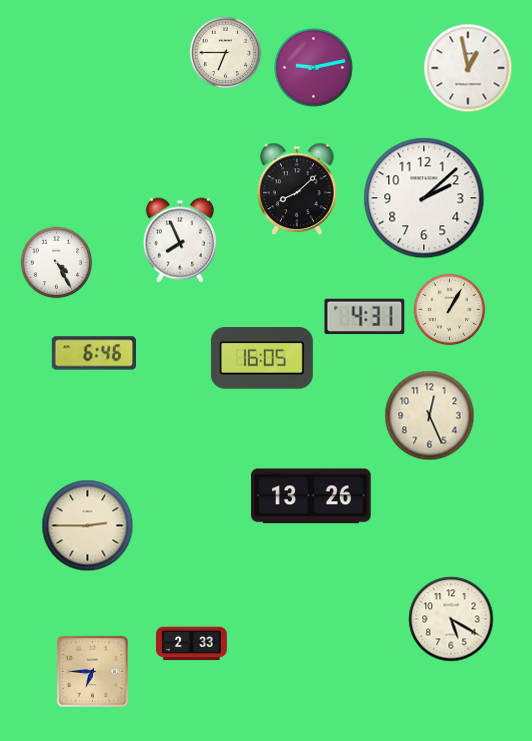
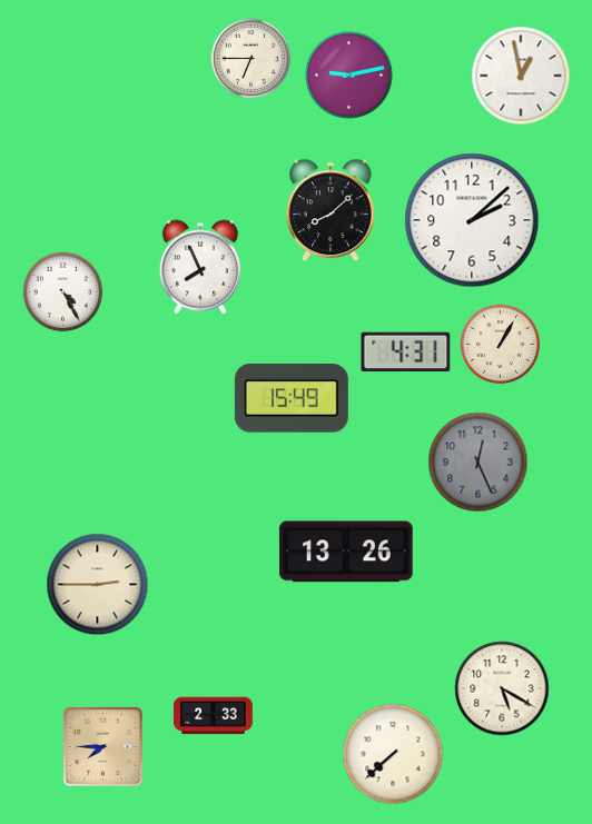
clock at (93, 353): 6:46 -> none
clock at (262, 358): 16:05 -> 15:49
clock at (430, 416) dial: cream -> grey
clock at (92, 671): 6:45 -> 7:45
clock at (393, 754): none -> 7:38
